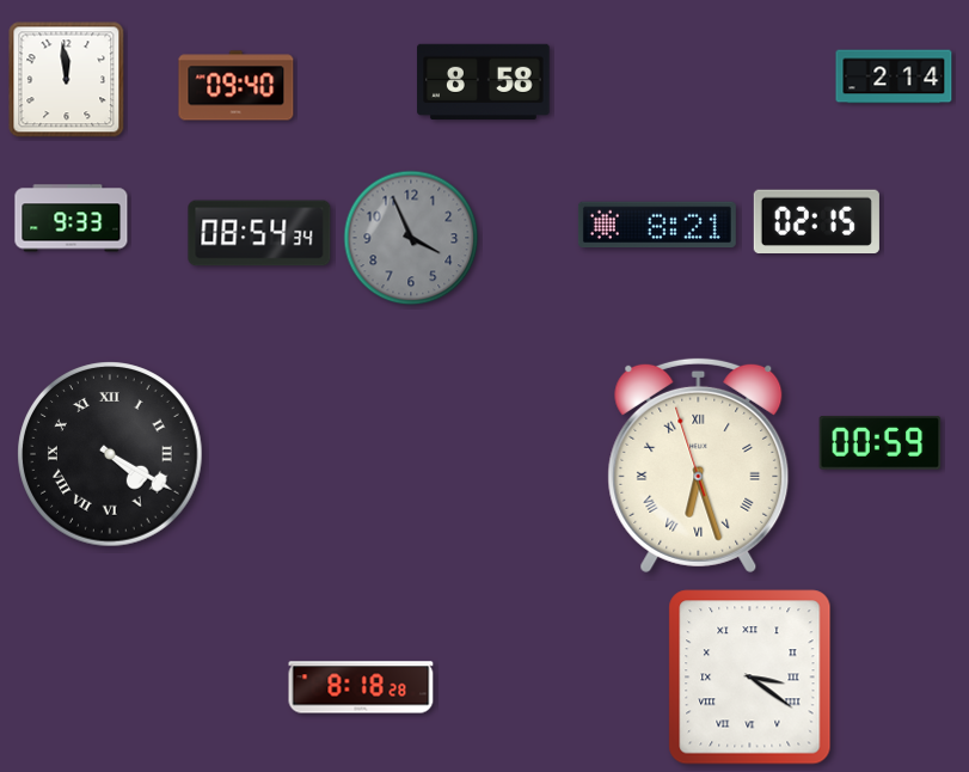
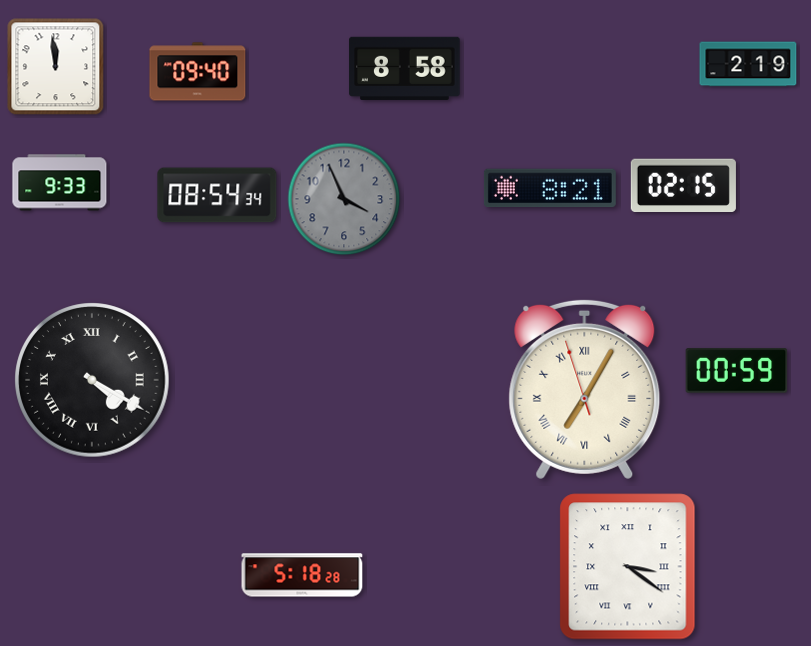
clock at (894, 76): 2:14 -> 2:19
clock at (699, 465): 6:26 -> 7:04
clock at (361, 687): 8:18 -> 5:18
